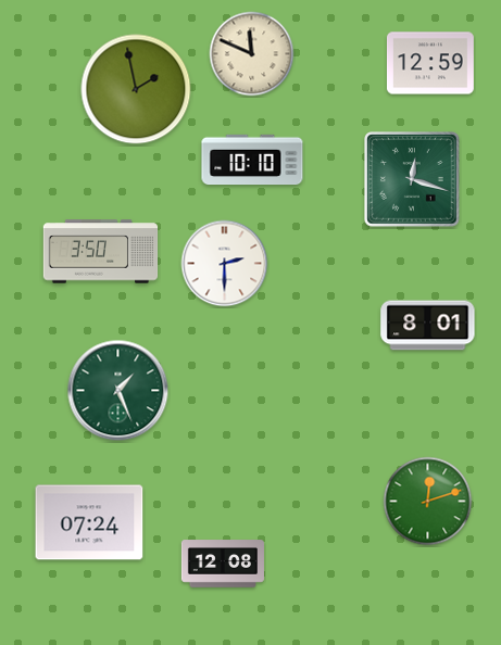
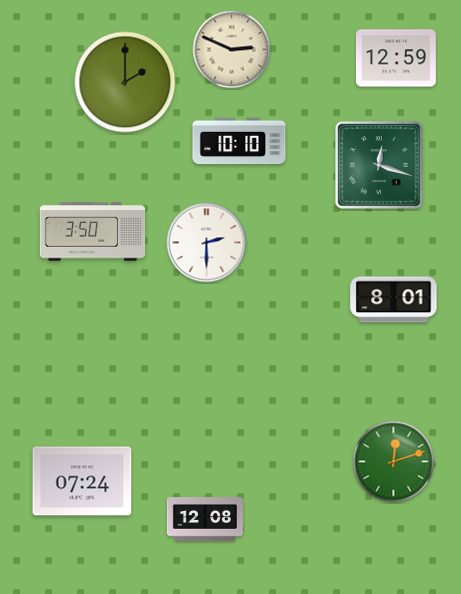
clock at (252, 54): 11:49 -> 2:49
clock at (136, 89): 1:58 -> 2:00
clock at (252, 160) position: (252, 160) -> (239, 141)
clock at (118, 391): 1:26 -> none
